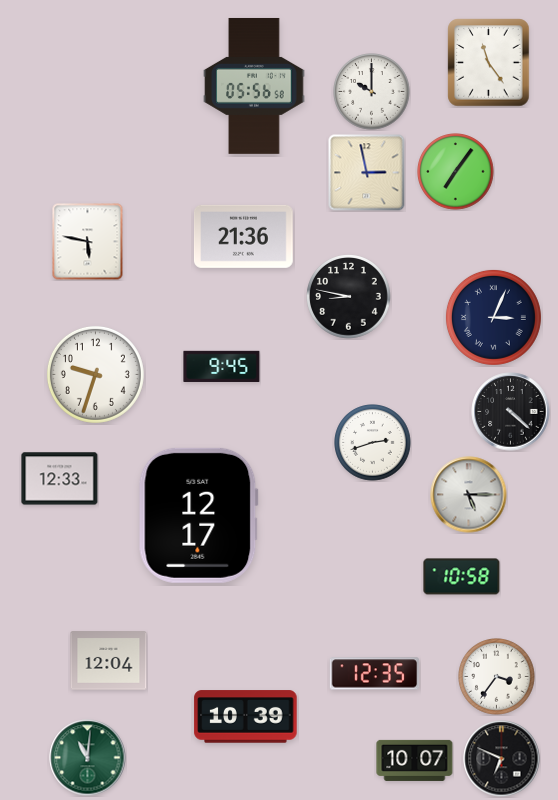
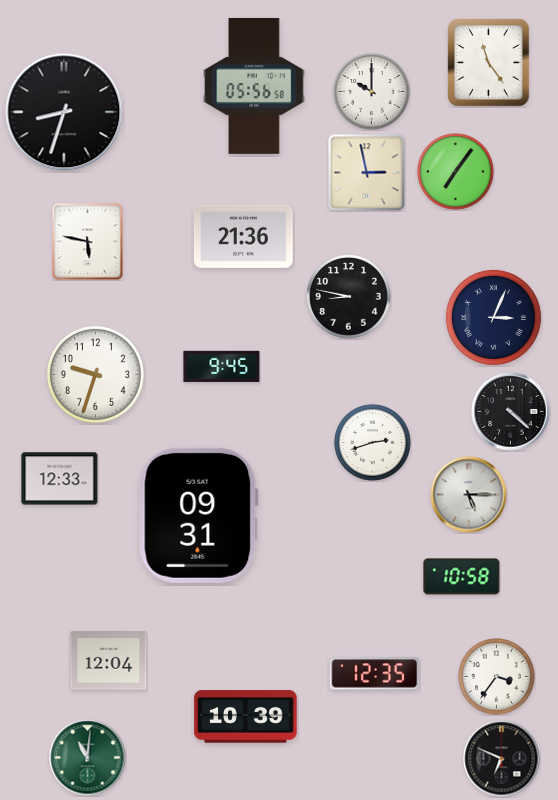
clock at (64, 112): none -> 8:33
clock at (198, 515): 12:17 -> 09:31
clock at (415, 760): 10:07 -> none
